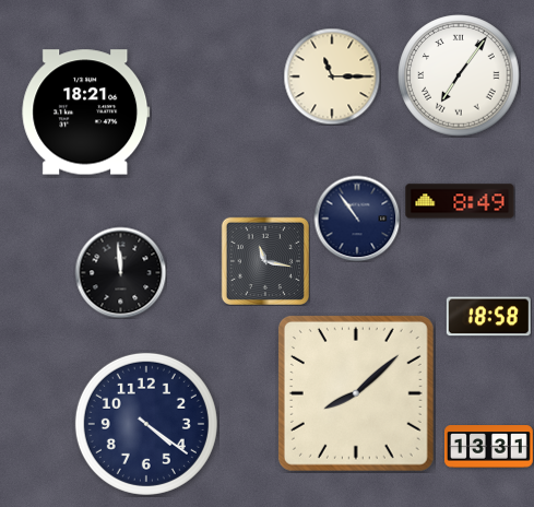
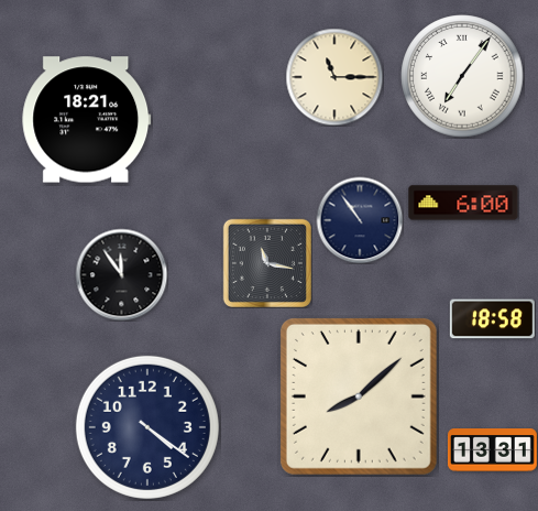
clock at (86, 113) position: (86, 113) -> (87, 120)
clock at (460, 201): 8:49 -> 6:00
clock at (120, 272): 11:59 -> 11:54
